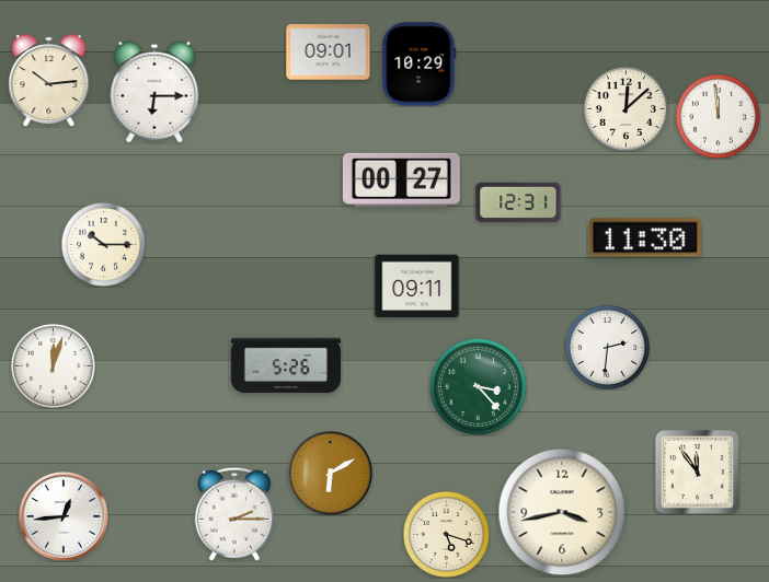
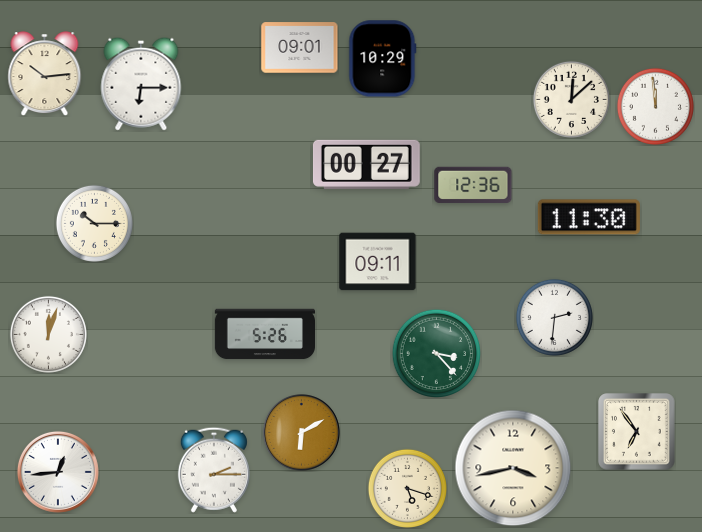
clock at (518, 202): 12:31 -> 12:36
clock at (417, 287) position: (417, 287) -> (378, 262)
clock at (285, 365) position: (285, 365) -> (264, 334)
clock at (698, 473): 11:54 -> 6:54
